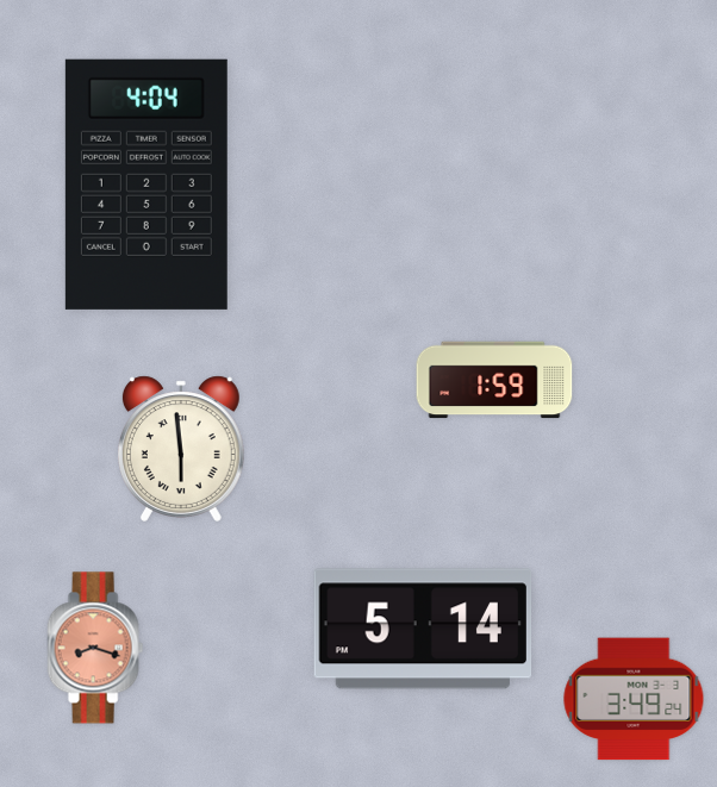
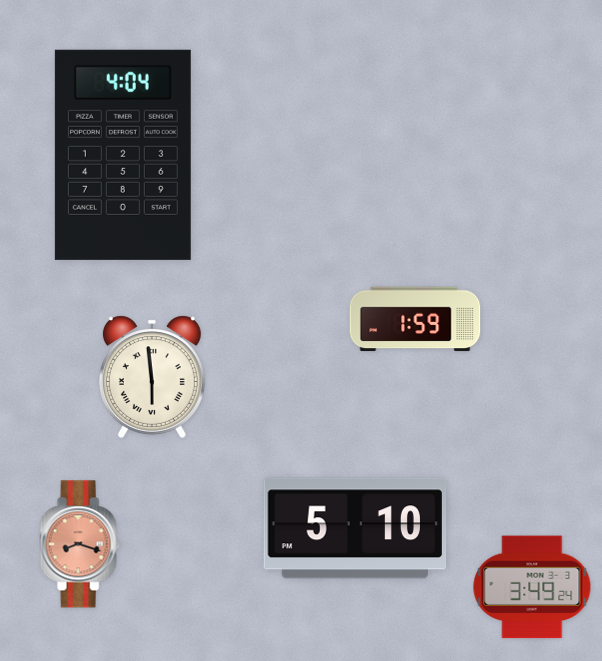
clock at (423, 629): 5:14 -> 5:10
